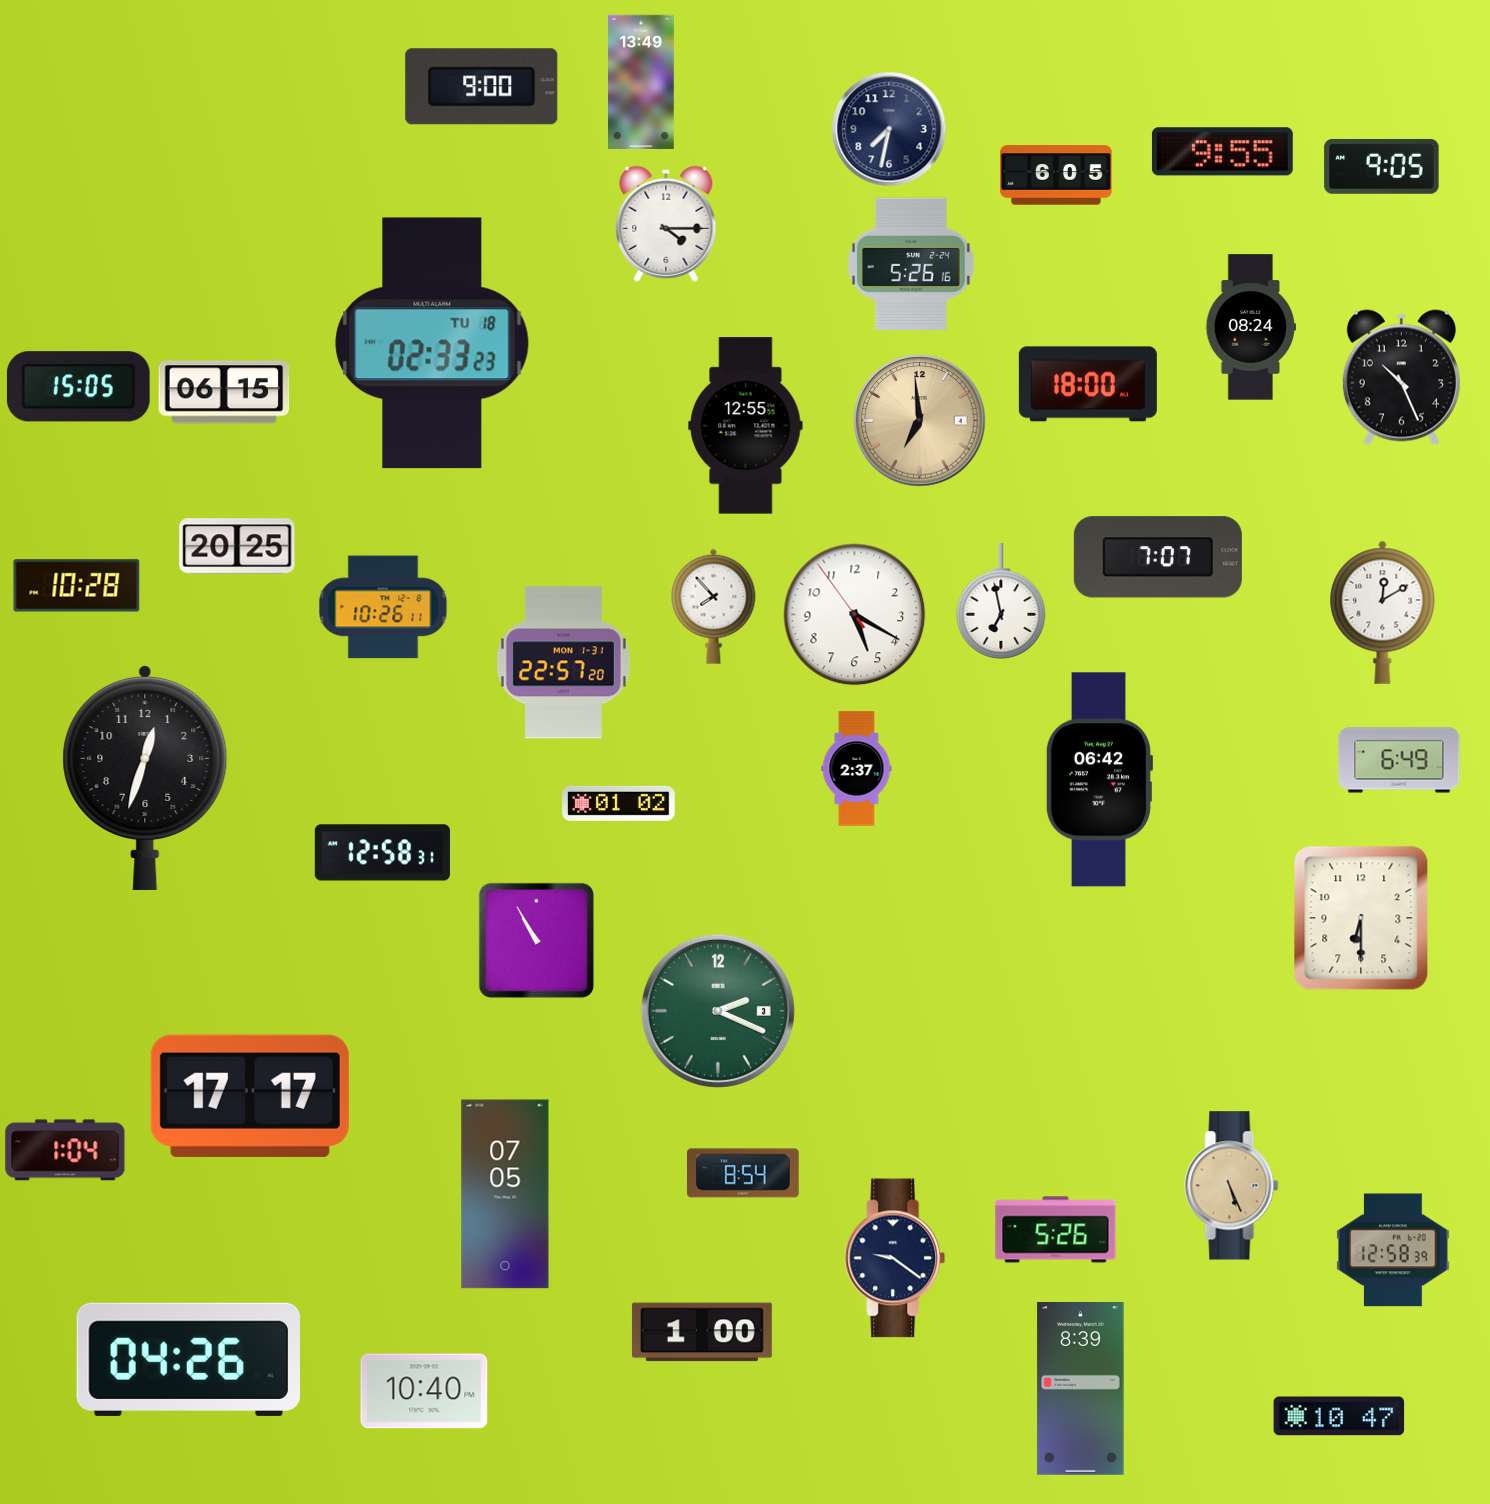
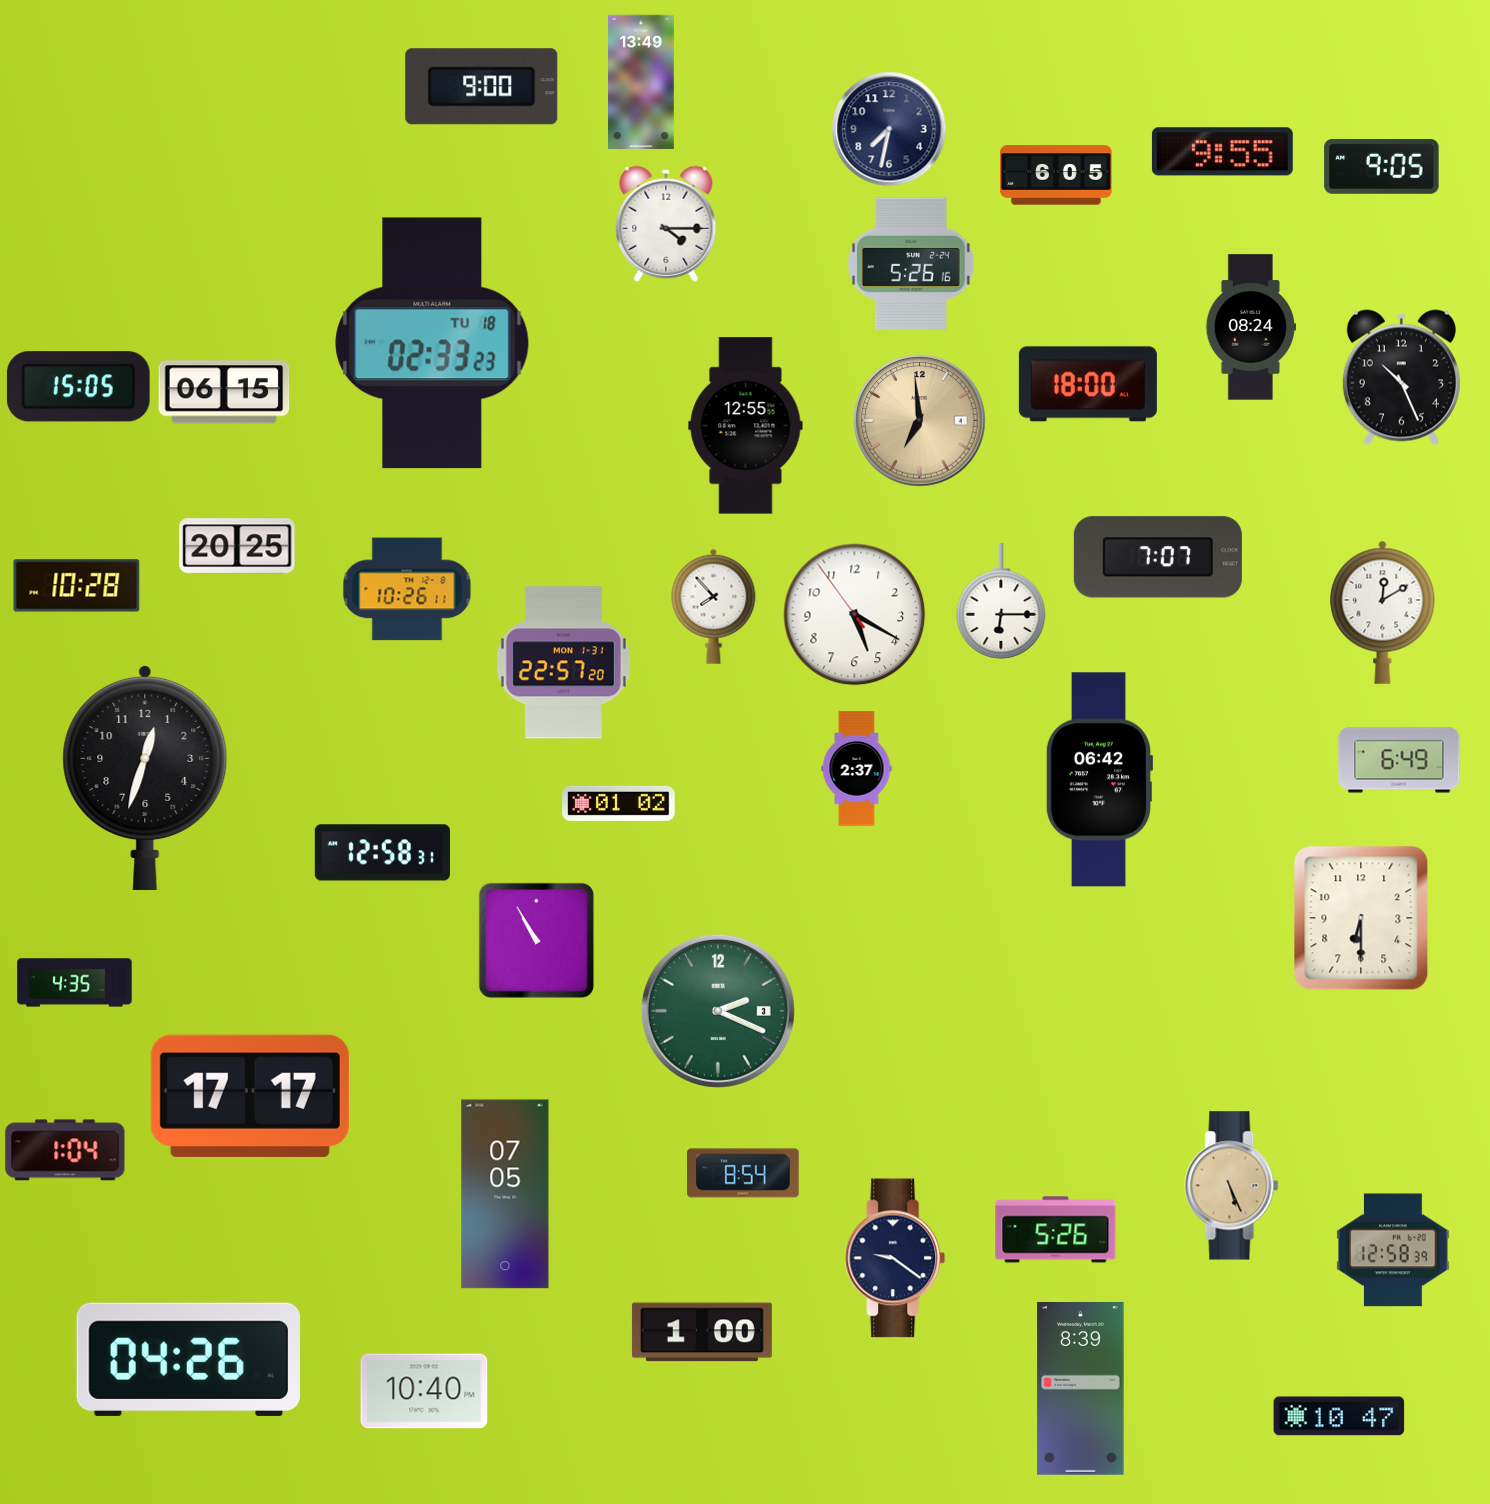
clock at (1001, 601): 6:58 -> 6:15
clock at (383, 607) position: (383, 607) -> (407, 589)
clock at (75, 983): none -> 4:35
